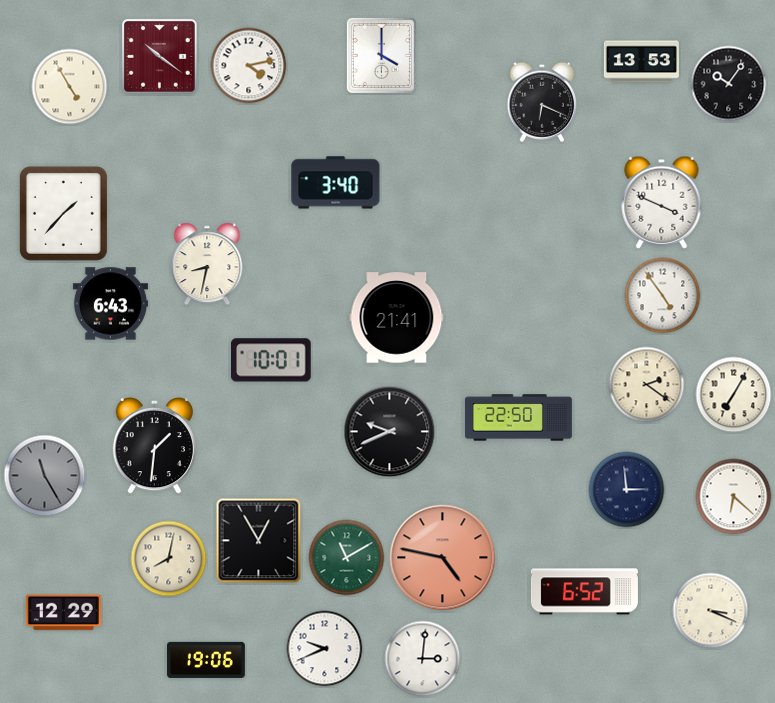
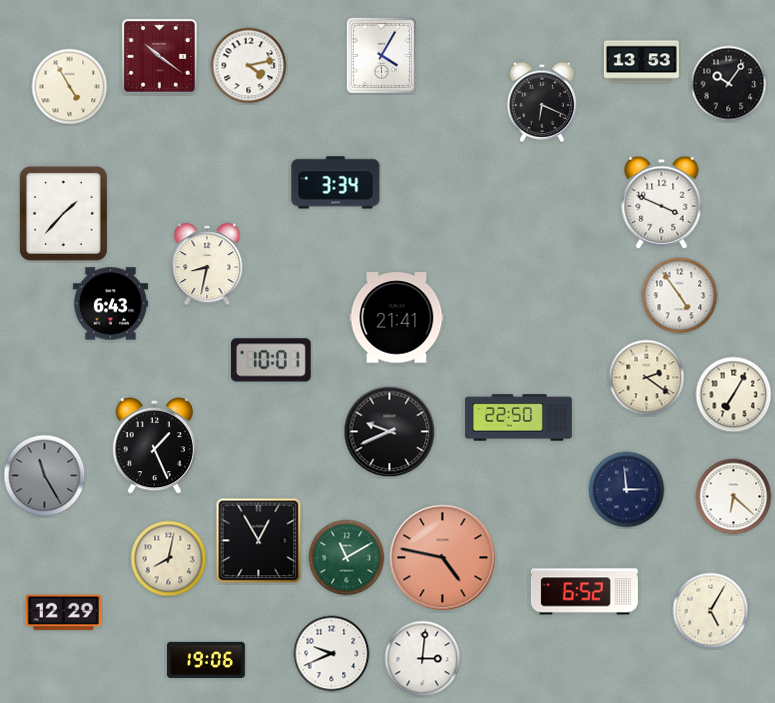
clock at (381, 55): 4:00 -> 4:05
clock at (336, 183): 3:40 -> 3:34
clock at (663, 296) position: (663, 296) -> (680, 296)
clock at (647, 385) position: (647, 385) -> (647, 378)
clock at (154, 446): 1:31 -> 1:26
clock at (711, 611): 3:19 -> 5:05
clock at (325, 649) position: (325, 649) -> (332, 654)
